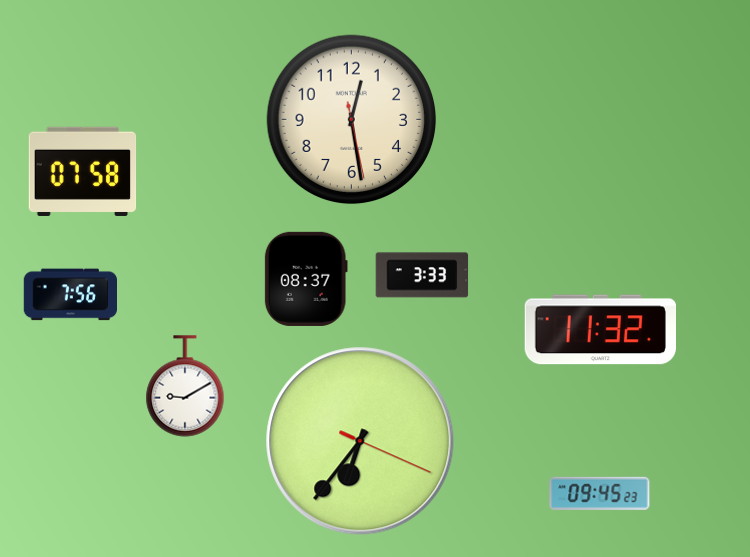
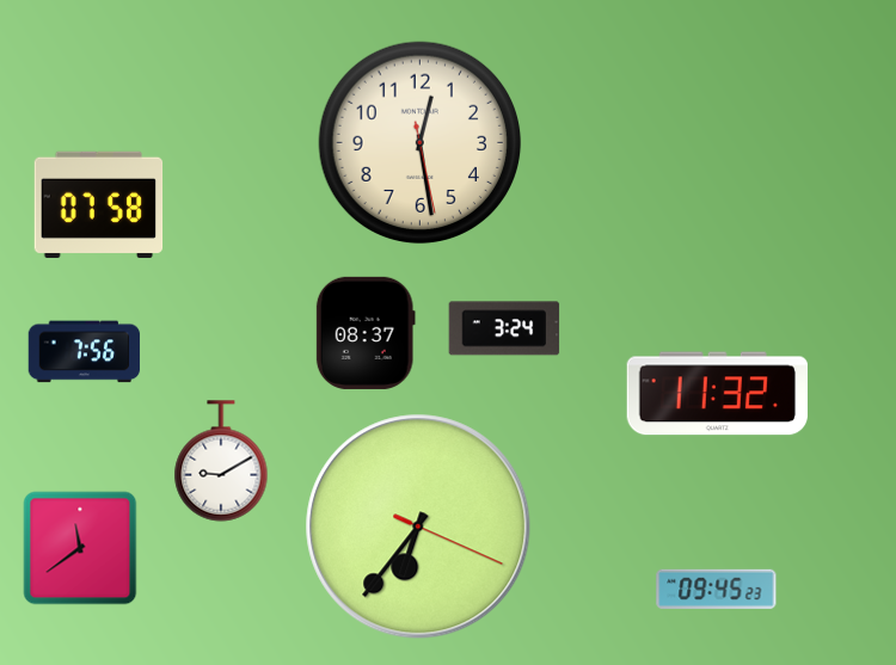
clock at (422, 275): 3:33 -> 3:24
clock at (360, 441) position: (360, 441) -> (418, 527)
clock at (80, 548): none -> 11:39
